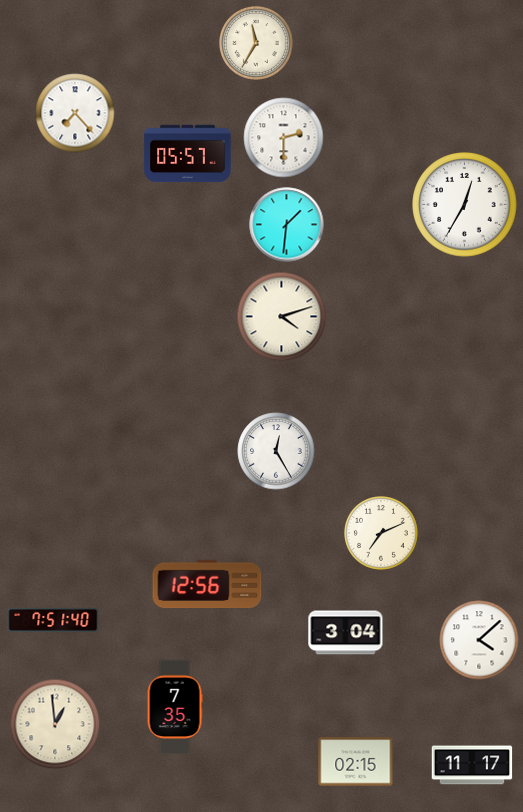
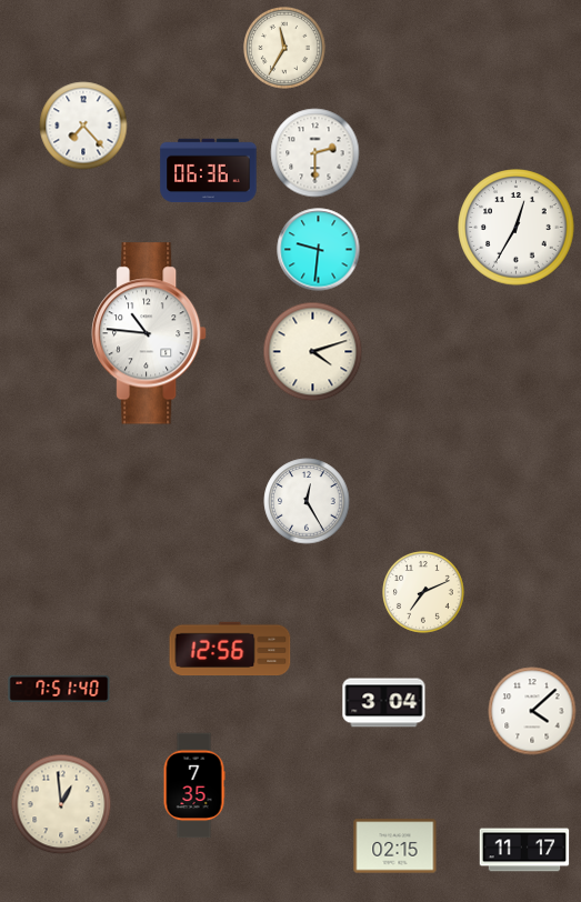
clock at (188, 154): 05:57 -> 06:36
clock at (287, 225): 1:31 -> 9:31
clock at (150, 333): none -> 10:46
